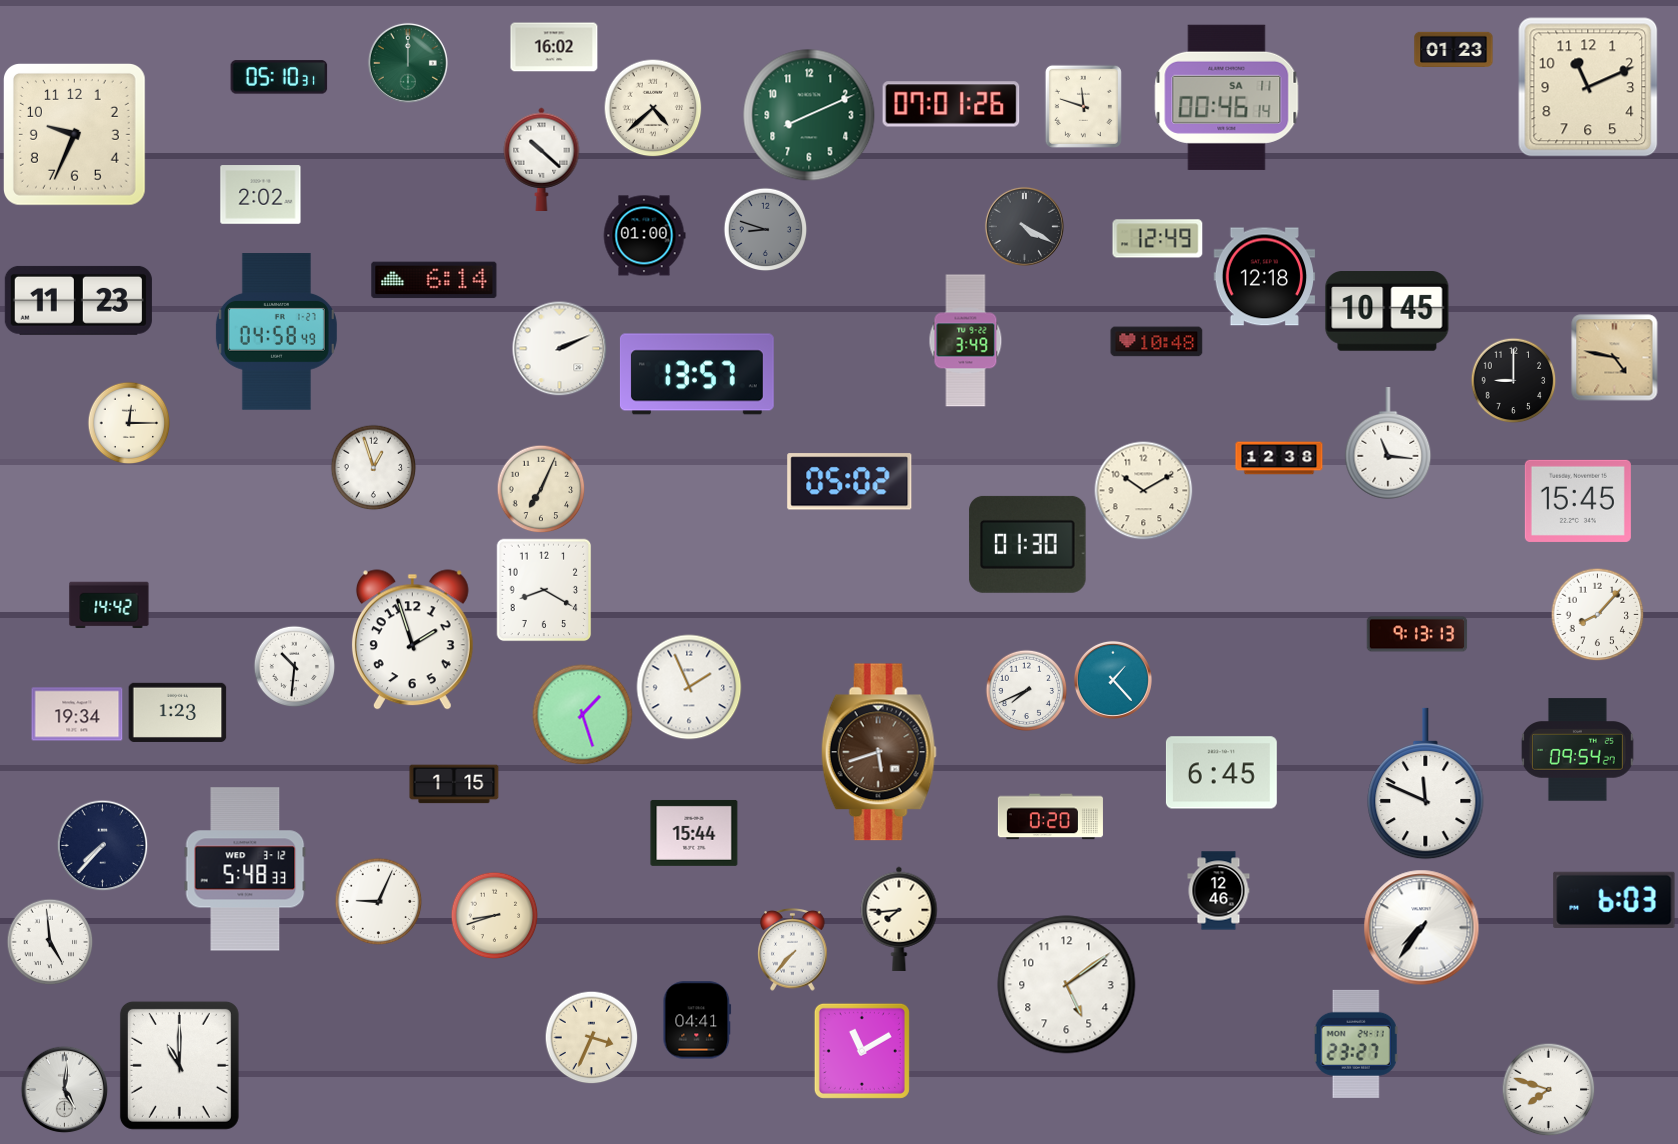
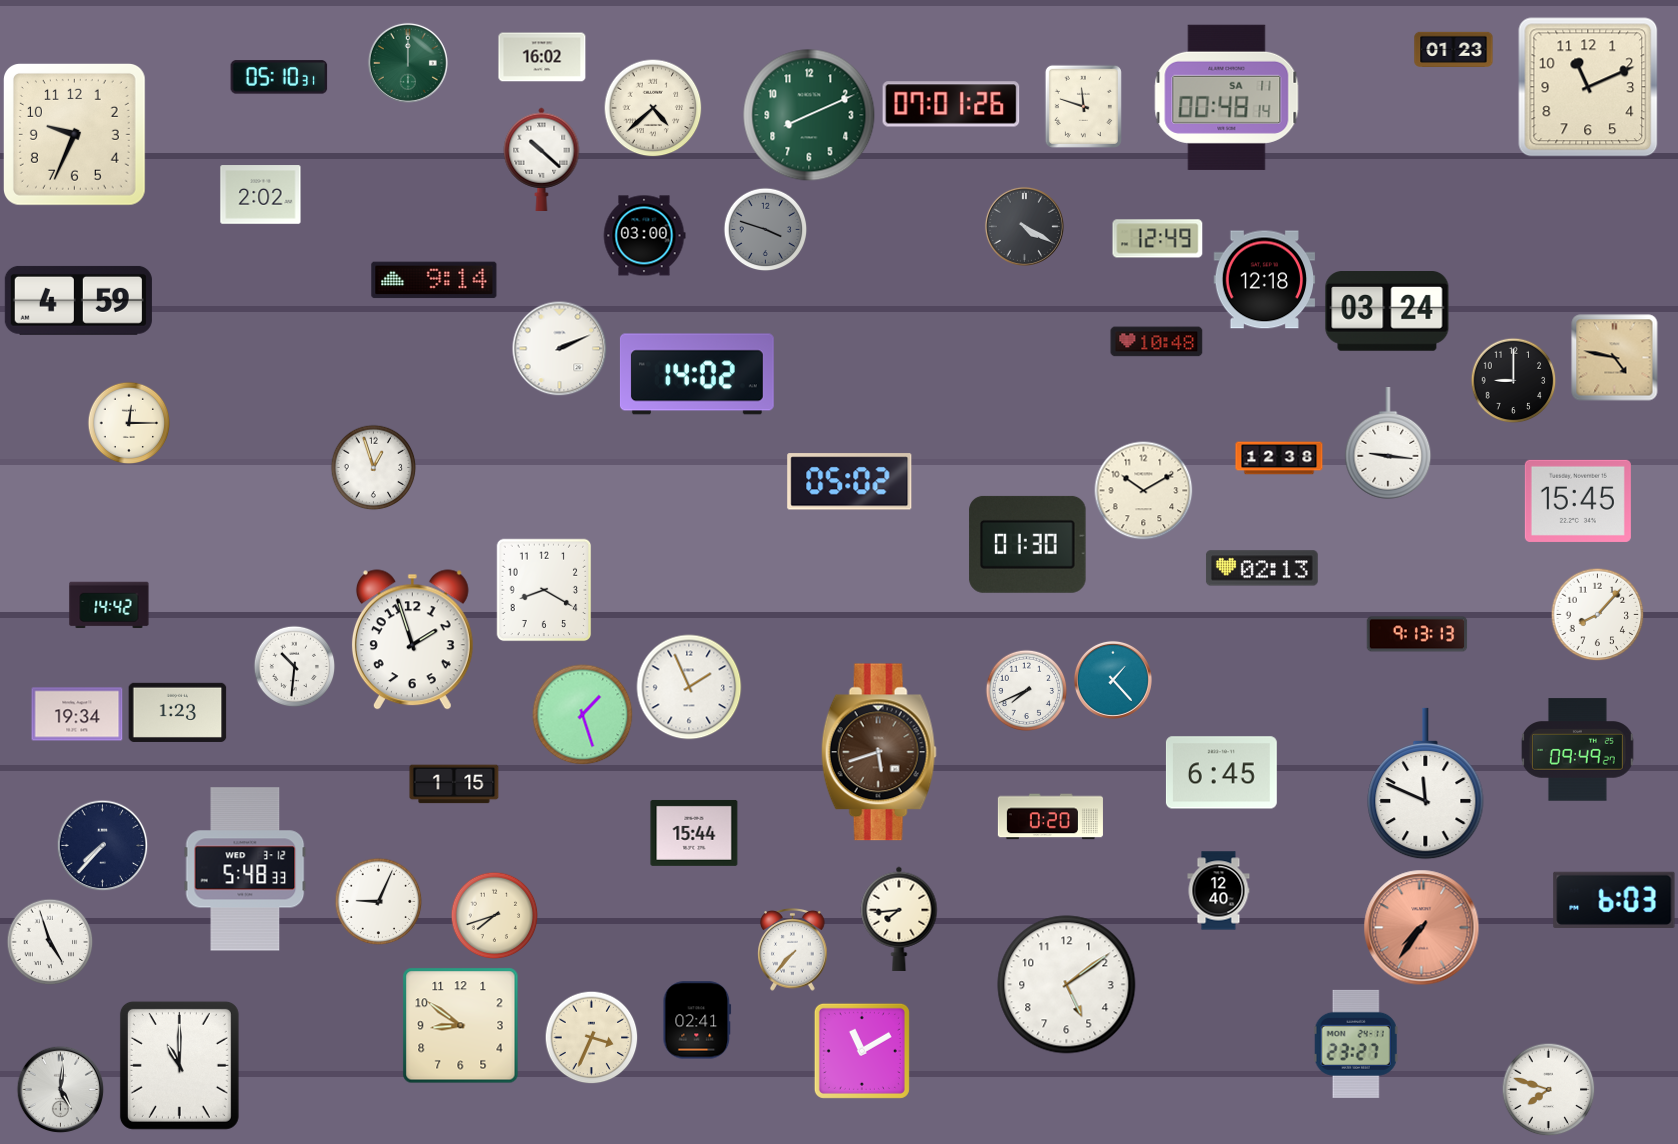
clock at (554, 47) position: (554, 47) -> (542, 57)
clock at (1227, 97): 00:46 -> 00:48
clock at (765, 229): 8:48 -> 3:48
clock at (644, 236): 01:00 -> 03:00
clock at (1265, 277) position: (1265, 277) -> (1265, 280)
clock at (434, 280): 6:14 -> 9:14
clock at (78, 300): 11:23 -> 4:59
clock at (1387, 311): 10:45 -> 03:24
clock at (276, 332): 04:58 -> none
clock at (966, 341): 3:49 -> none
clock at (697, 374): 13:57 -> 14:02
clock at (1388, 444): 11:16 -> 9:16
clock at (541, 489): 7:04 -> none
clock at (1262, 568): none -> 02:13
clock at (1577, 750): 09:54 -> 09:49
clock at (1219, 891): 12:46 -> 12:40
clock at (494, 915): 8:42 -> 7:42
clock at (1422, 928) dial: white -> salmon
clock at (50, 942): 4:59 -> 4:57
clock at (697, 1020): 04:41 -> 02:41
clock at (461, 1026): none -> 8:51
clock at (64, 1089) position: (64, 1089) -> (60, 1089)
